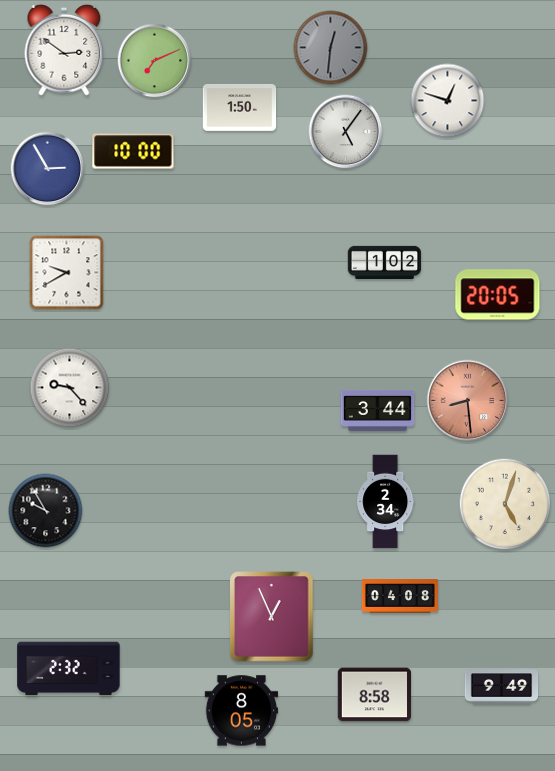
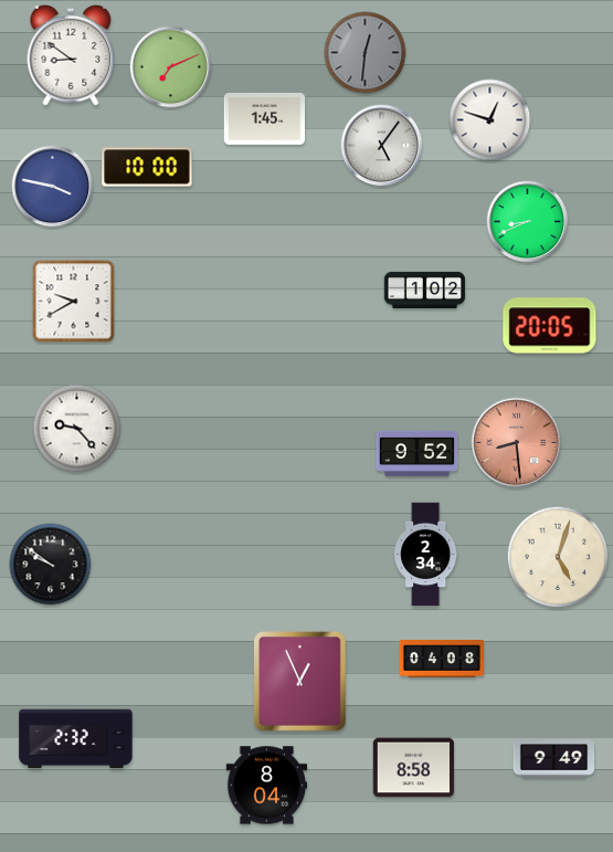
clock at (64, 50): 2:51 -> 8:51
clock at (448, 101) position: (448, 101) -> (490, 120)
clock at (240, 108): 1:50 -> 1:45
clock at (48, 169): 2:55 -> 3:47
clock at (528, 222): none -> 8:41
clock at (378, 410): 3:44 -> 9:52
clock at (46, 511): 9:55 -> 9:51
clock at (242, 711): 8:05 -> 8:04
